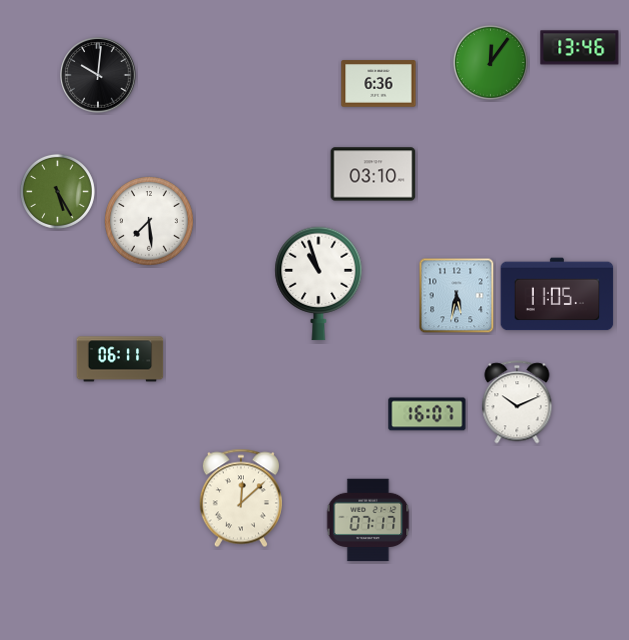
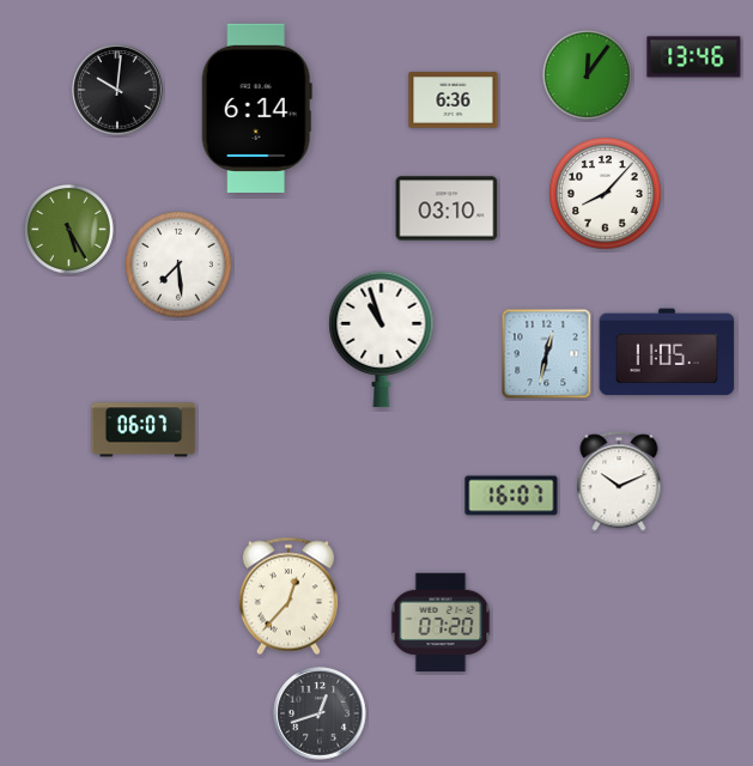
clock at (256, 108): none -> 6:14
clock at (606, 194): none -> 8:07
clock at (457, 296): 5:32 -> 12:32
clock at (120, 359): 06:11 -> 06:07
clock at (241, 498): 12:08 -> 12:37
clock at (368, 520): 07:17 -> 07:20
clock at (320, 713): none -> 12:42
